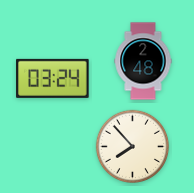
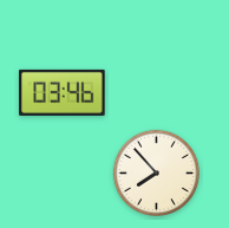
clock at (143, 61): 2:48 -> none
clock at (53, 78): 03:24 -> 03:46
